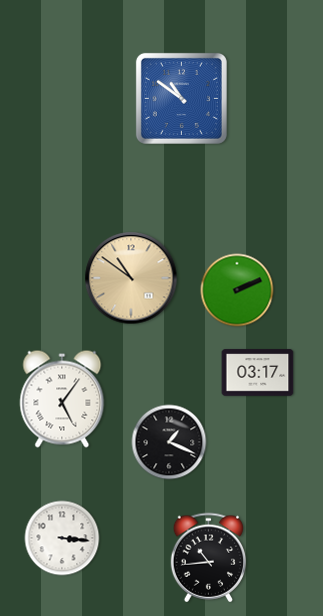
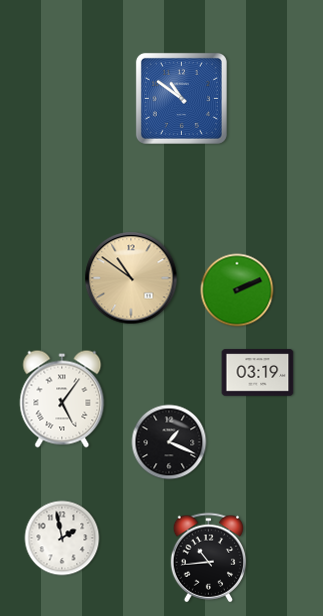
clock at (258, 373): 03:17 -> 03:19
clock at (62, 538): 3:16 -> 1:58
